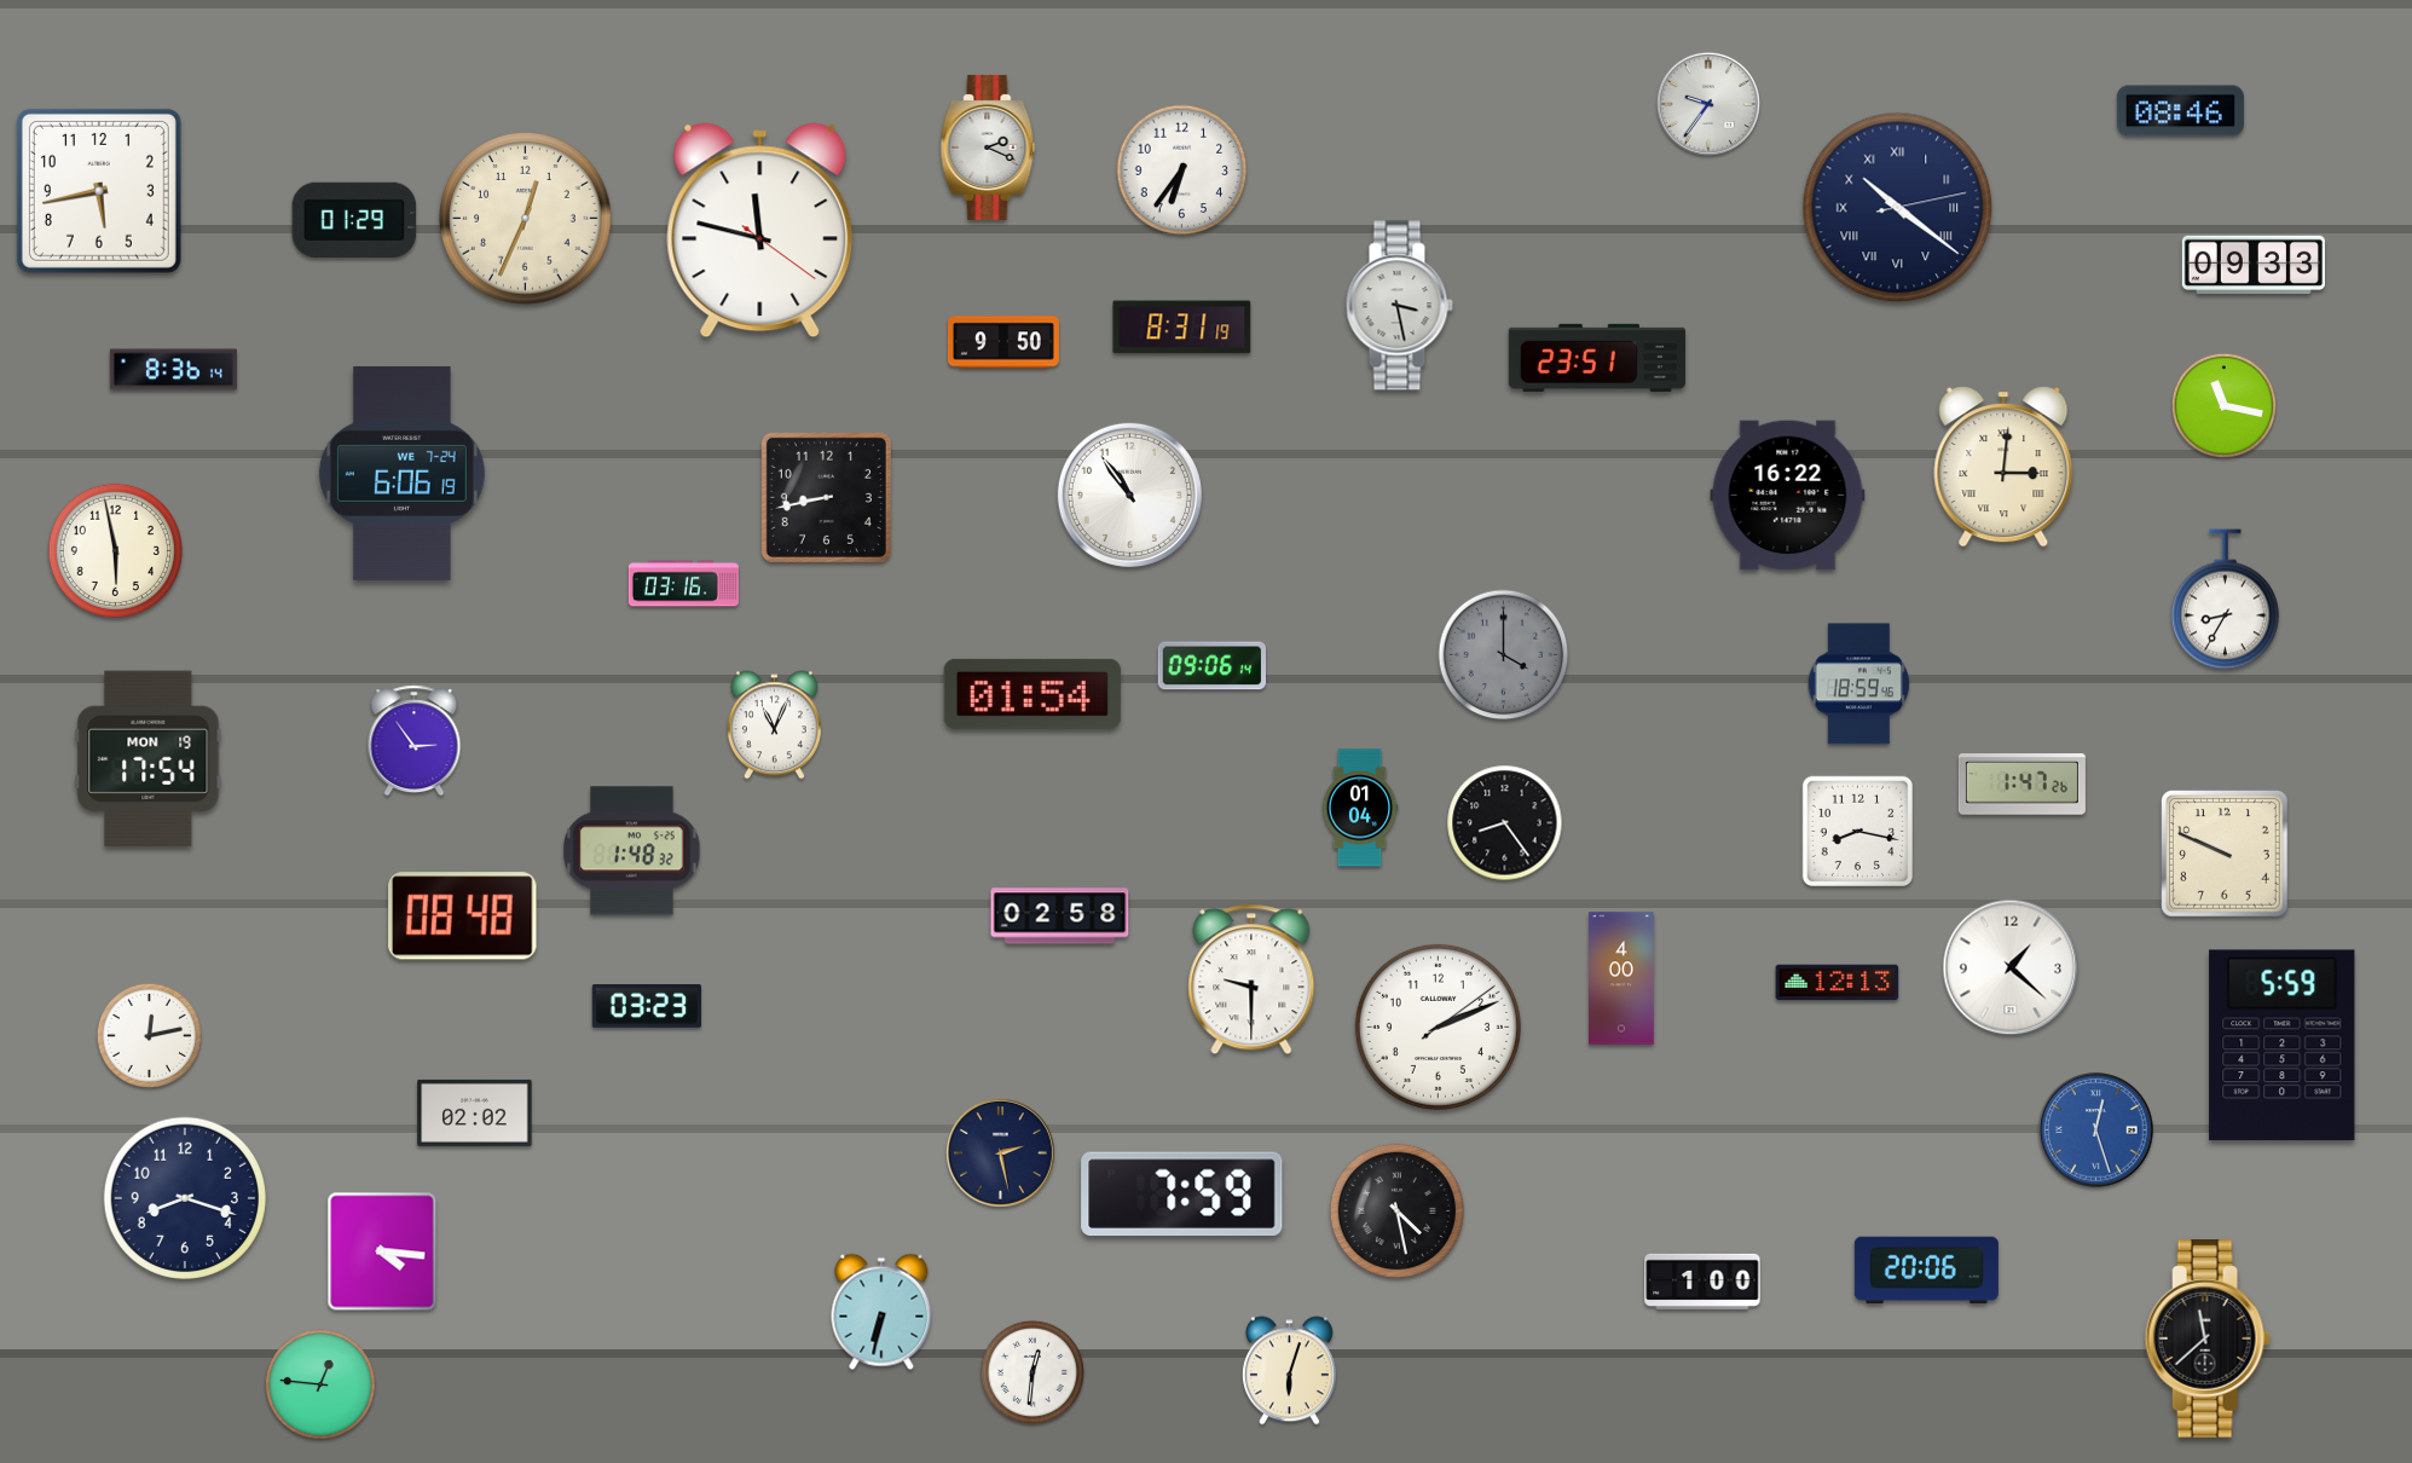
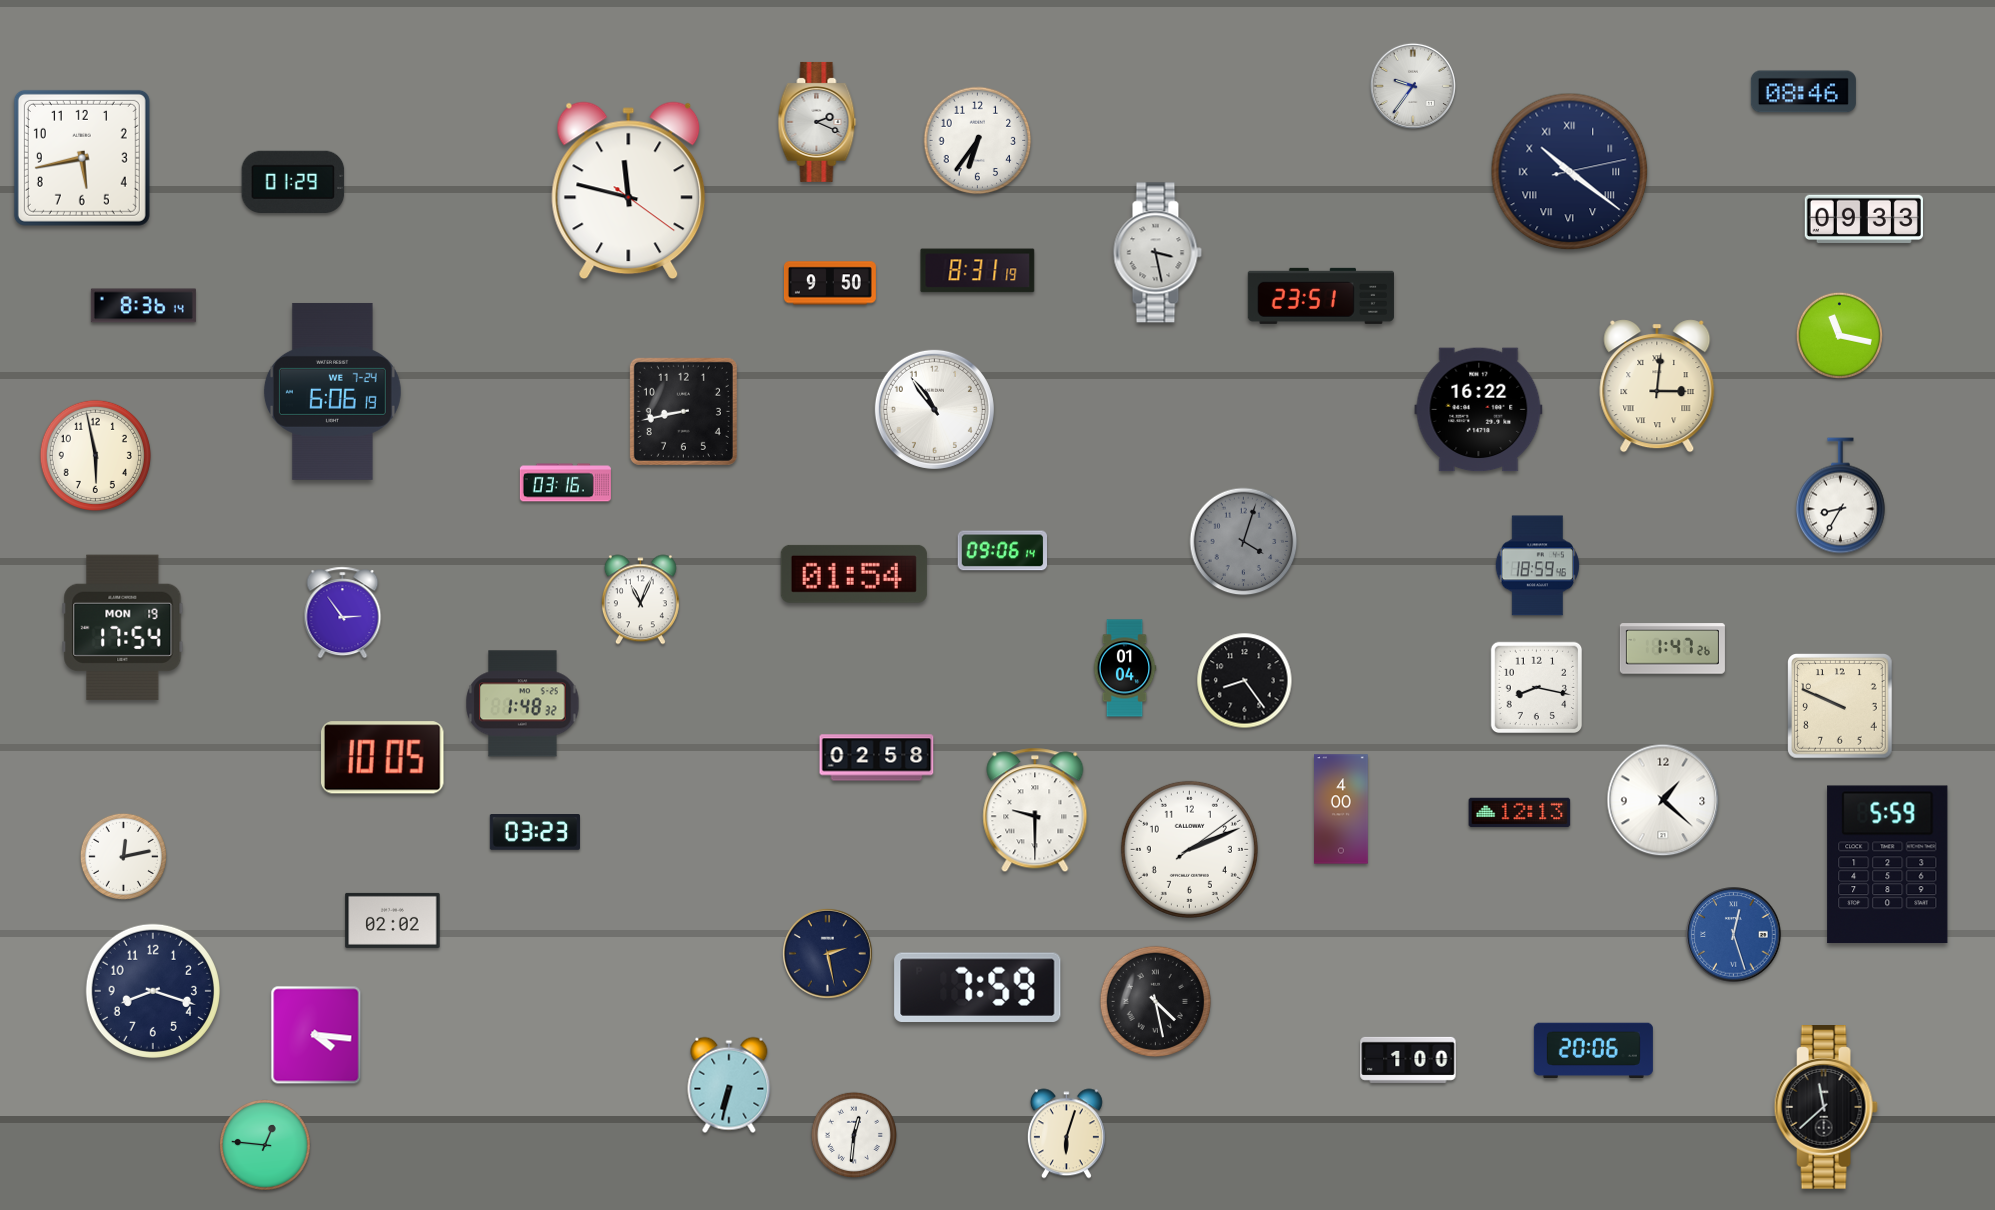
clock at (526, 219): 12:34 -> none
clock at (1504, 655): 4:00 -> 4:03
clock at (463, 916): 08:48 -> 10:05
